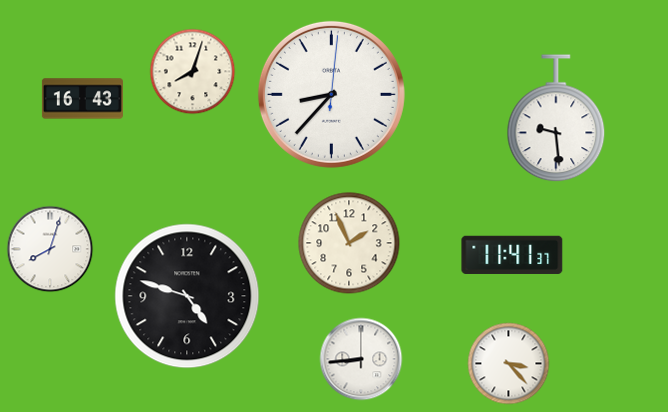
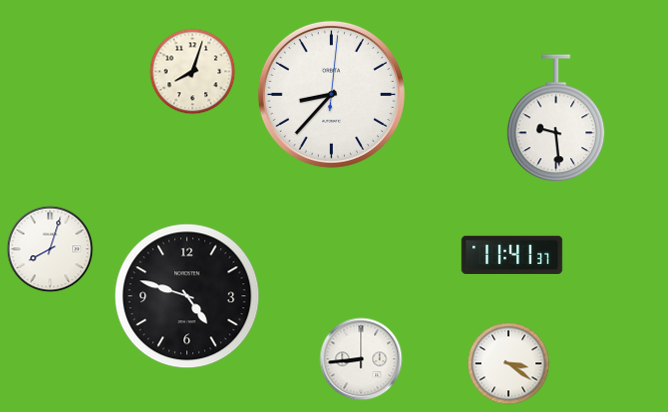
clock at (82, 99): 16:43 -> none
clock at (349, 243): 1:56 -> none
clock at (509, 364): 3:23 -> 3:21
